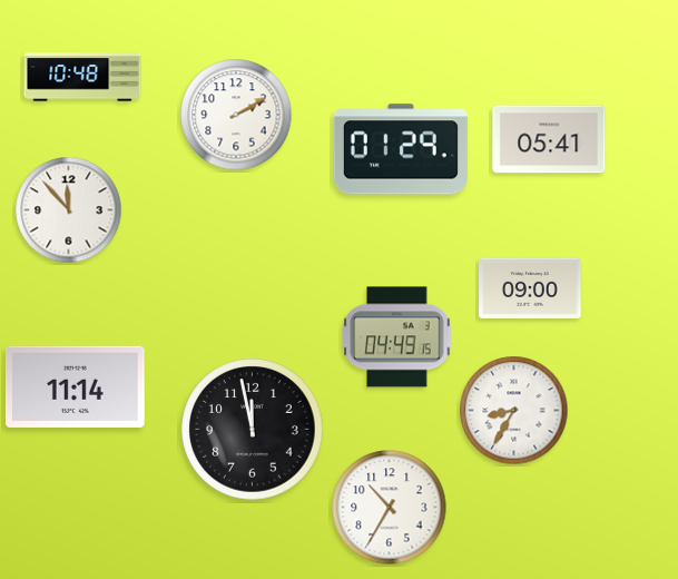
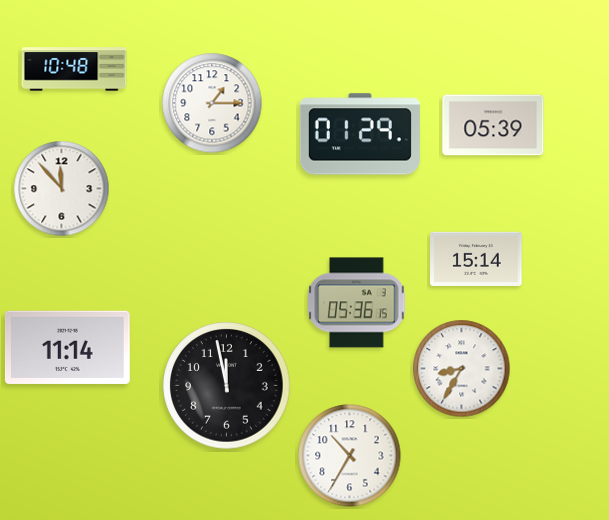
clock at (236, 115): 2:10 -> 1:15
clock at (549, 139): 05:41 -> 05:39
clock at (530, 288): 09:00 -> 15:14
clock at (397, 337): 04:49 -> 05:36
